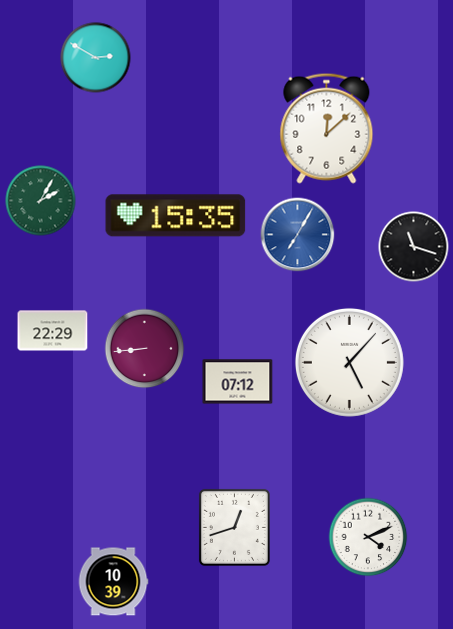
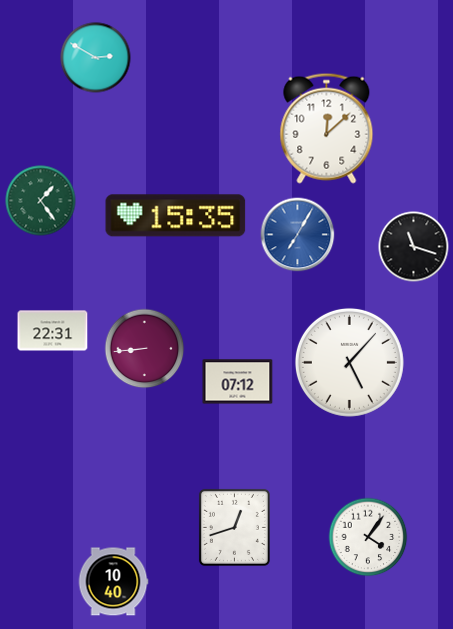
clock at (41, 201): 2:05 -> 1:24
clock at (53, 331): 22:29 -> 22:31
clock at (368, 537): 4:11 -> 4:06
clock at (113, 582): 10:39 -> 10:40
